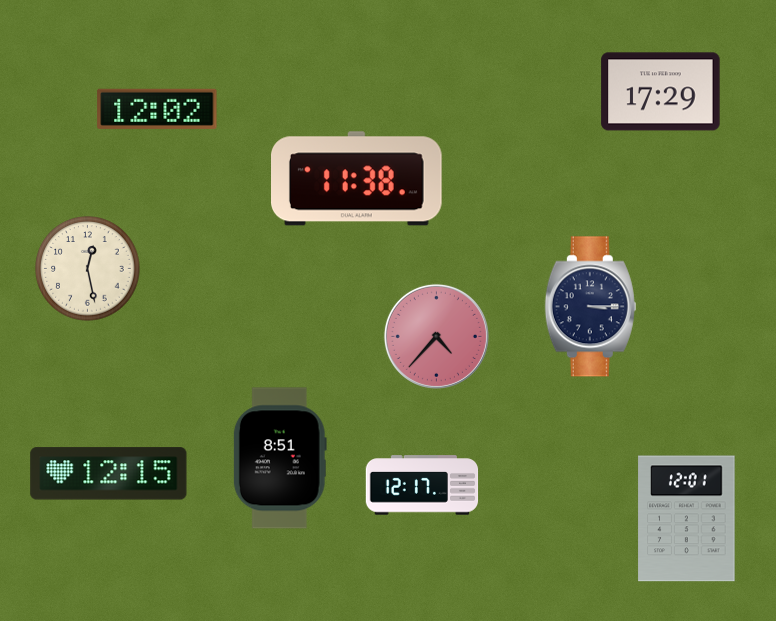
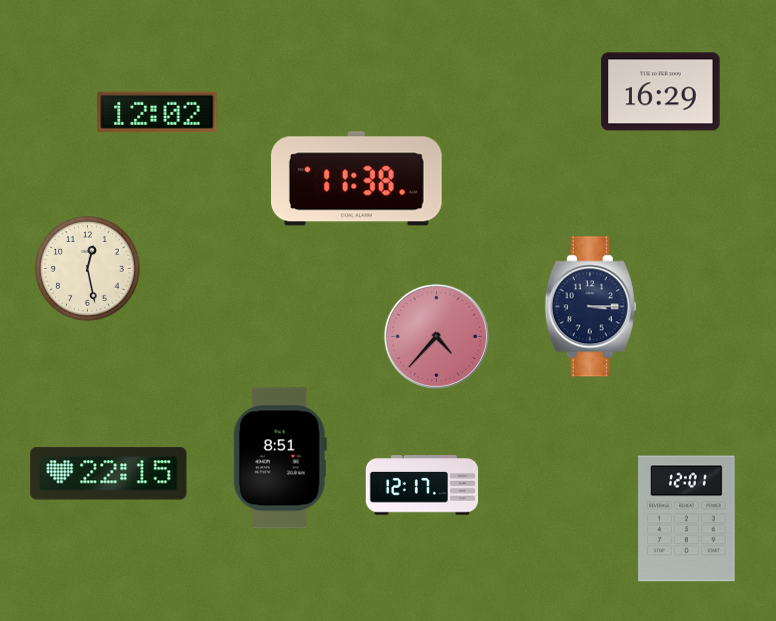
clock at (661, 92): 17:29 -> 16:29
clock at (157, 109) position: (157, 109) -> (157, 112)
clock at (109, 474): 12:15 -> 22:15
